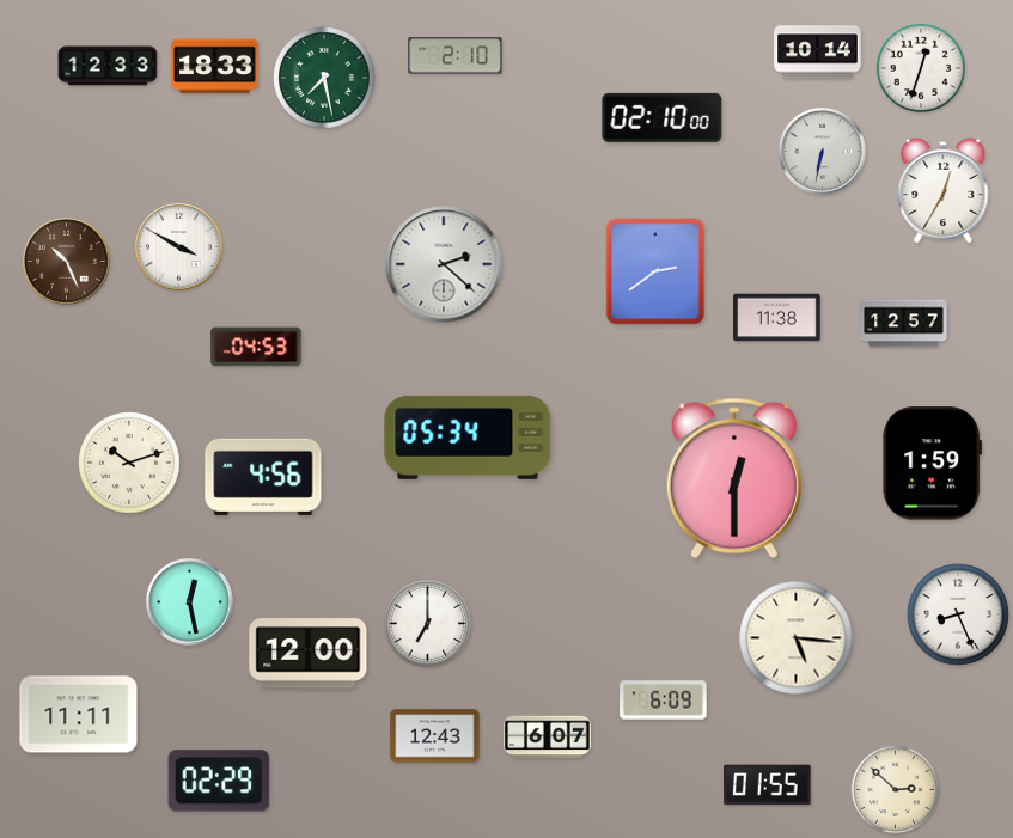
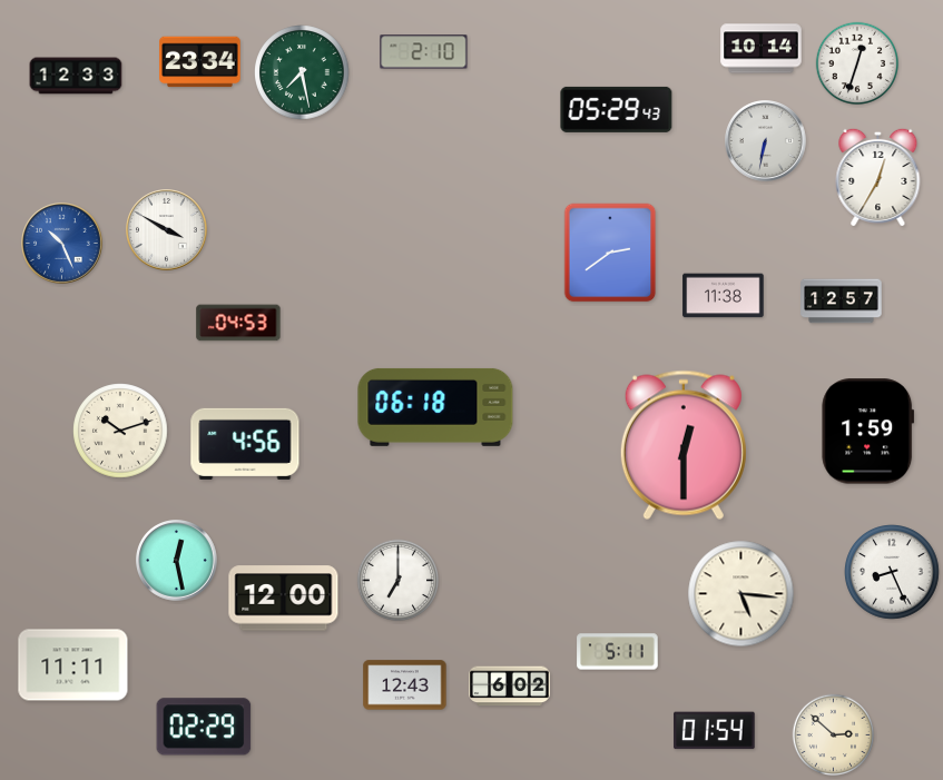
clock at (108, 66) position: (108, 66) -> (76, 76)
clock at (215, 67): 18:33 -> 23:34
clock at (663, 117): 02:10 -> 05:29
clock at (67, 262) dial: brown -> blue
clock at (444, 264): 2:22 -> none
clock at (468, 438): 05:34 -> 06:18
clock at (309, 654) position: (309, 654) -> (284, 599)
clock at (664, 701): 6:09 -> 5:11
clock at (548, 738): 6:07 -> 6:02
clock at (768, 785): 01:55 -> 01:54
